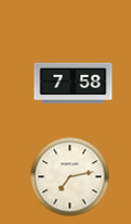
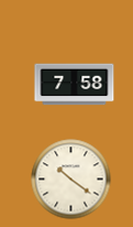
clock at (70, 177): 7:13 -> 10:21
